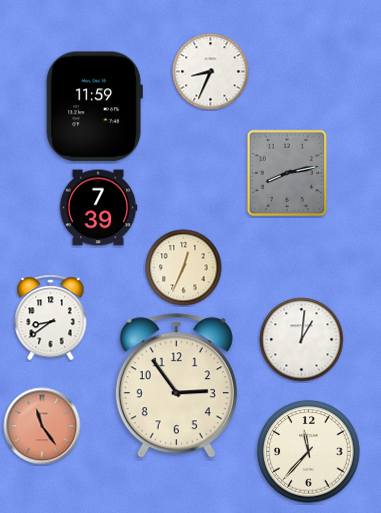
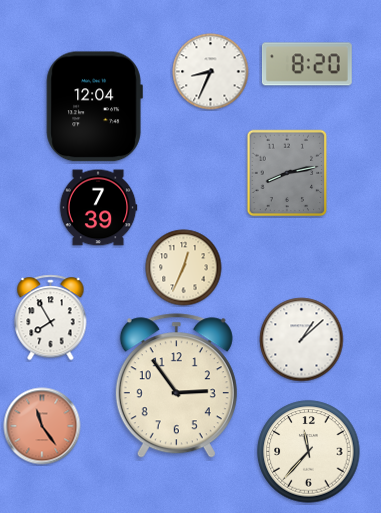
clock at (307, 64): none -> 8:20
clock at (94, 107): 11:59 -> 12:04
clock at (51, 318): 8:39 -> 7:55
clock at (302, 340): 1:01 -> 1:08
